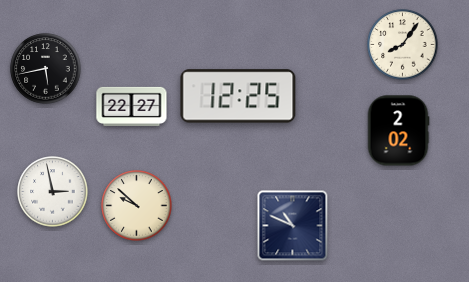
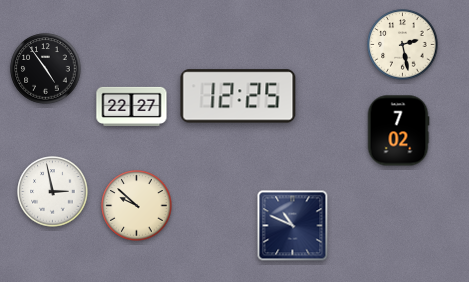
clock at (403, 45): 8:06 -> 2:28
clock at (46, 69): 5:43 -> 4:54
clock at (398, 131): 2:02 -> 7:02
